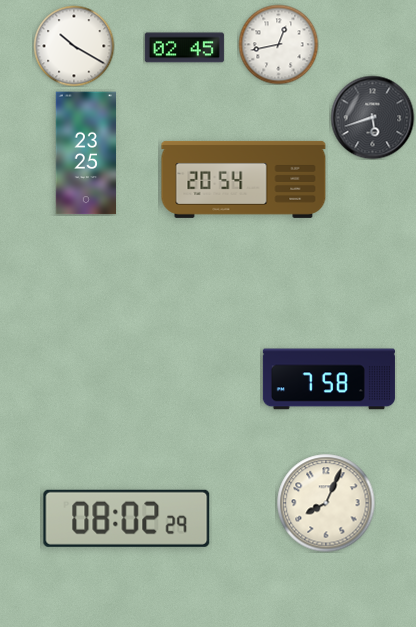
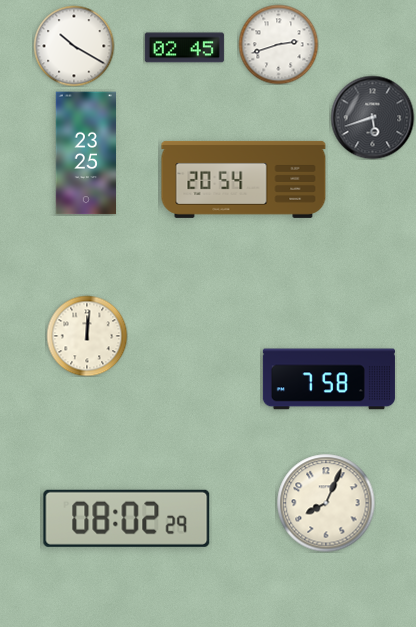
clock at (278, 44): 12:43 -> 2:42
clock at (87, 336): none -> 12:01
